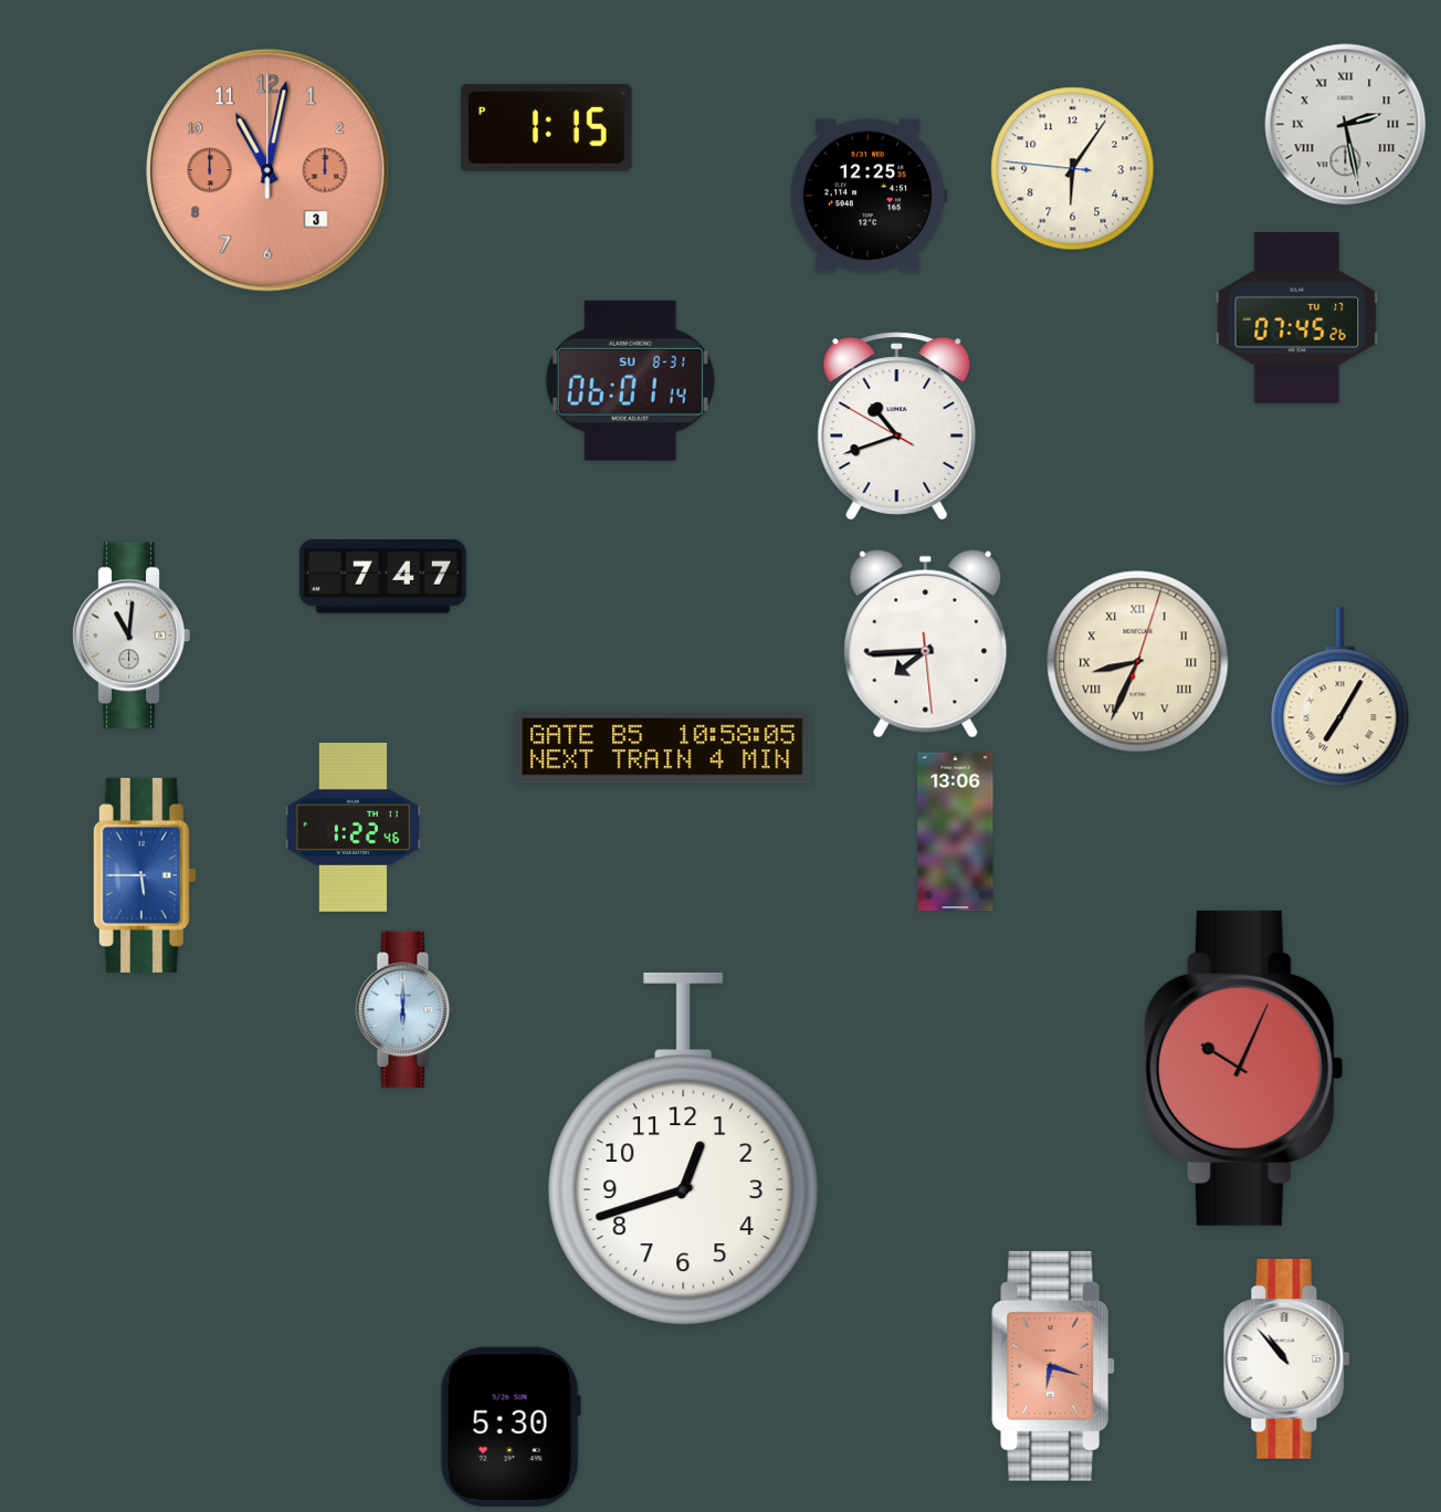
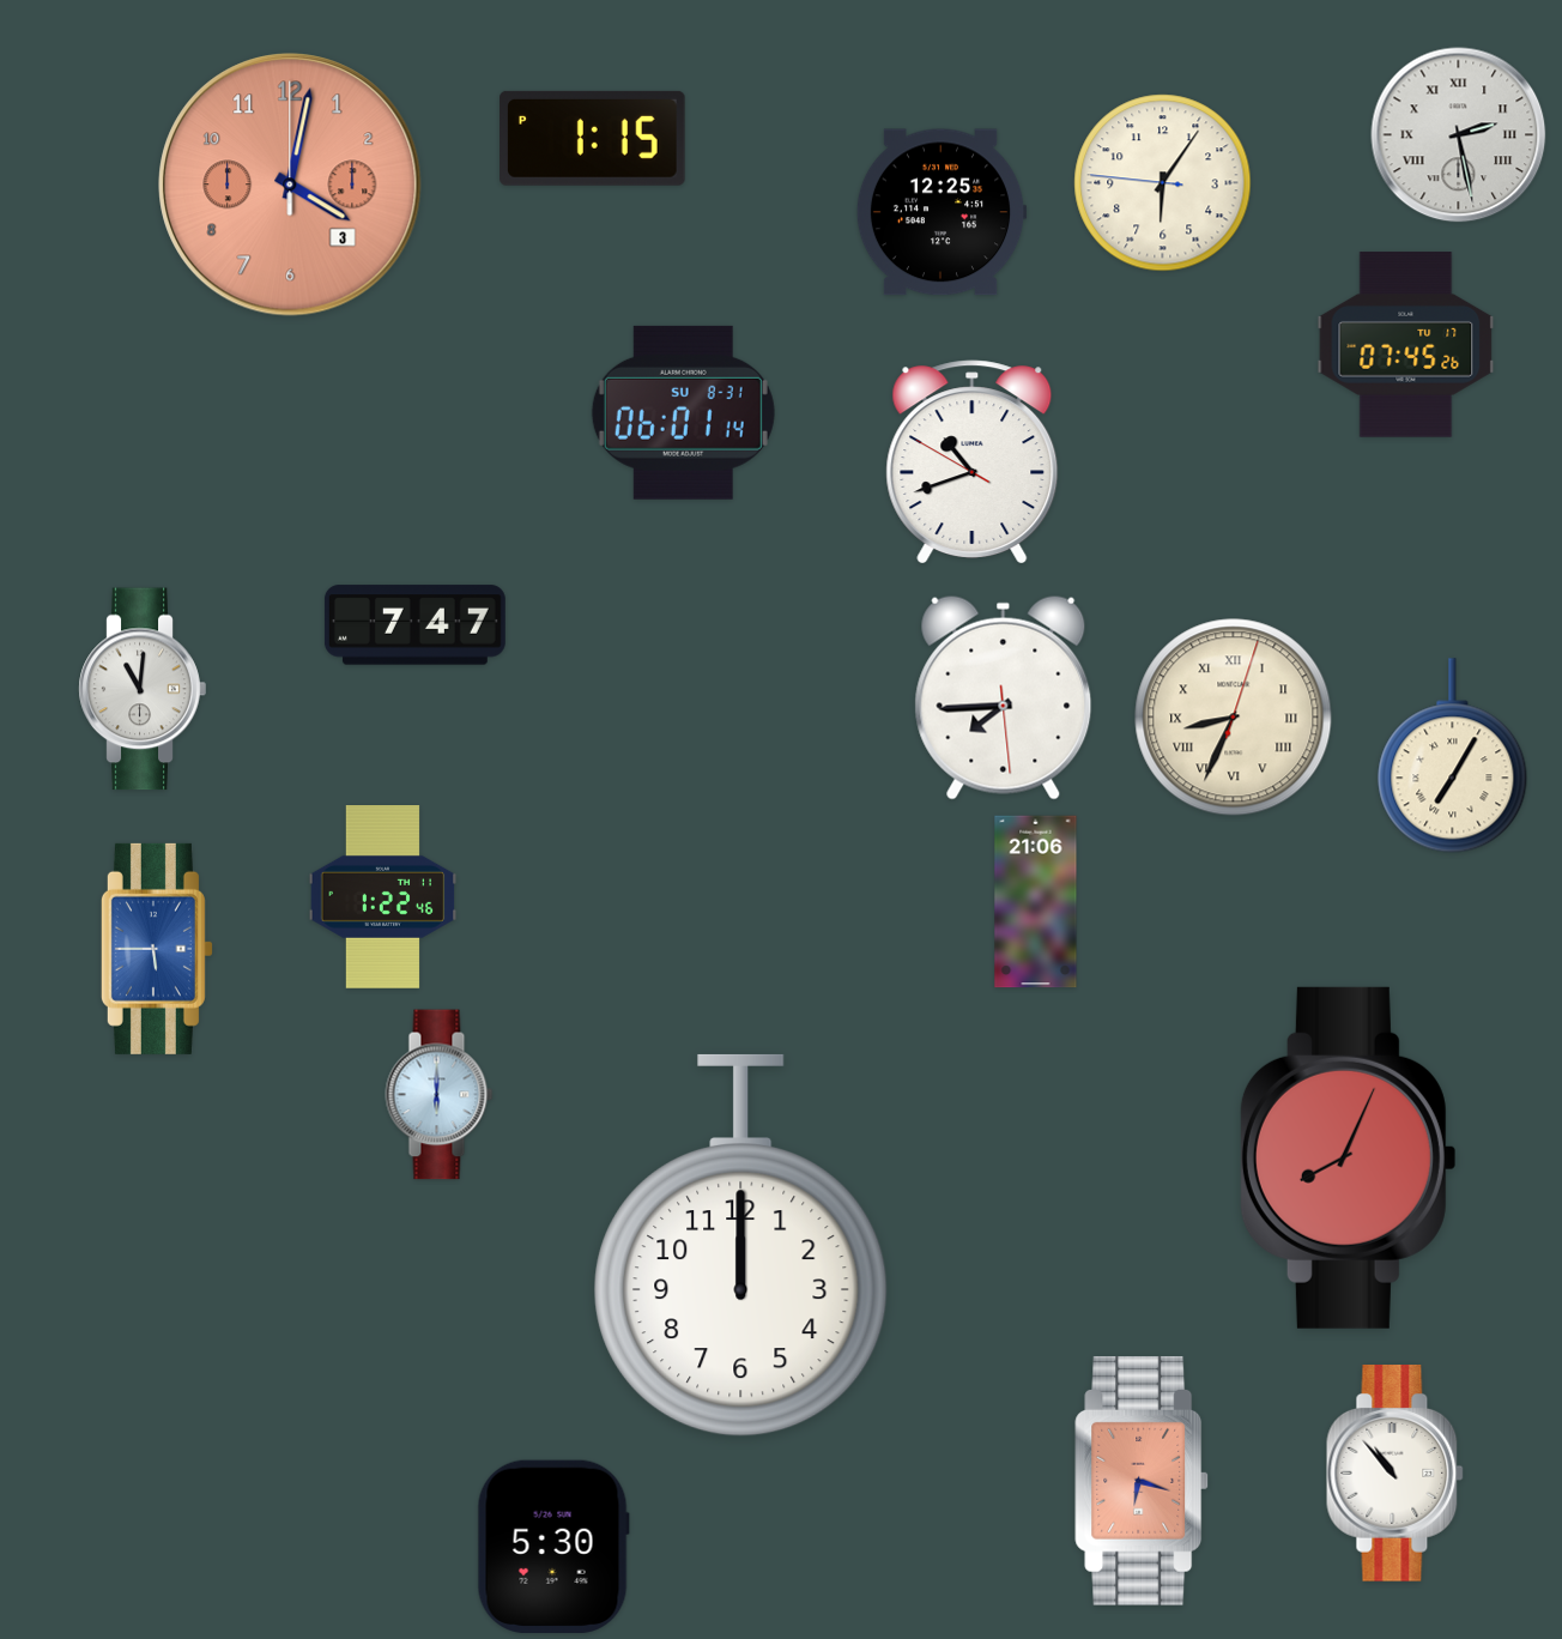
clock at (267, 170): 11:02 -> 4:02
clock at (663, 747): 10:58 -> none
clock at (956, 832): 13:06 -> 21:06
clock at (1243, 1068): 10:04 -> 8:04
clock at (684, 1149): 12:42 -> 12:00
